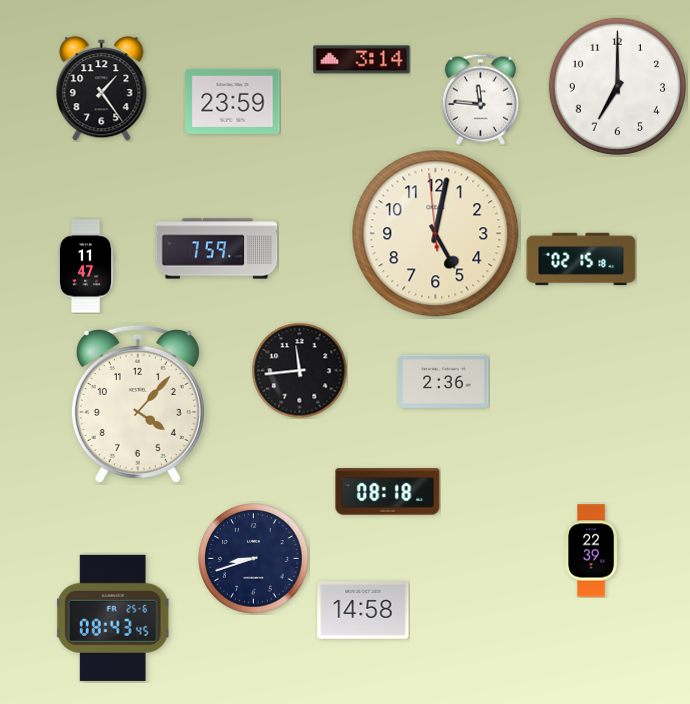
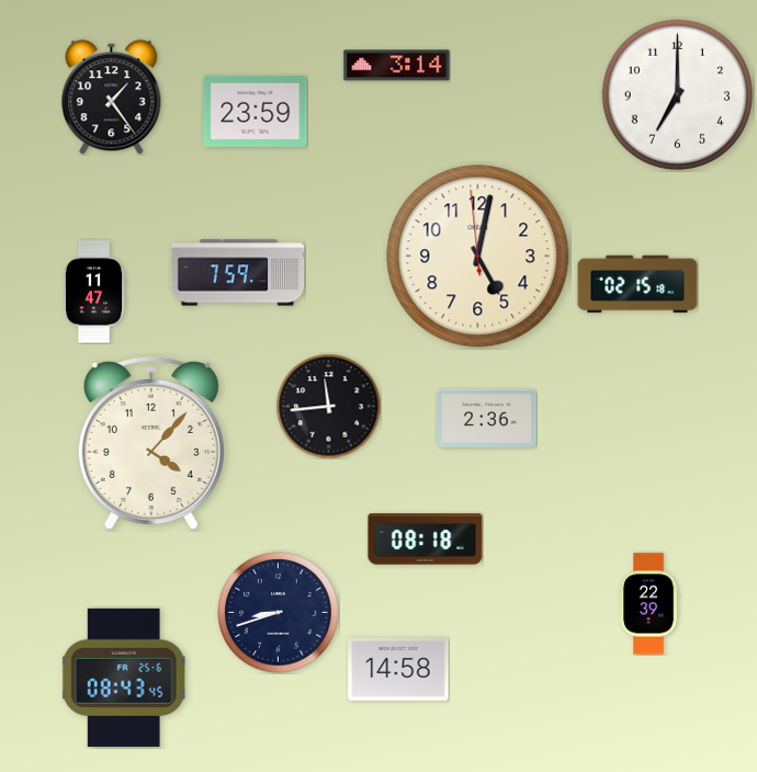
clock at (480, 99): 11:46 -> none
